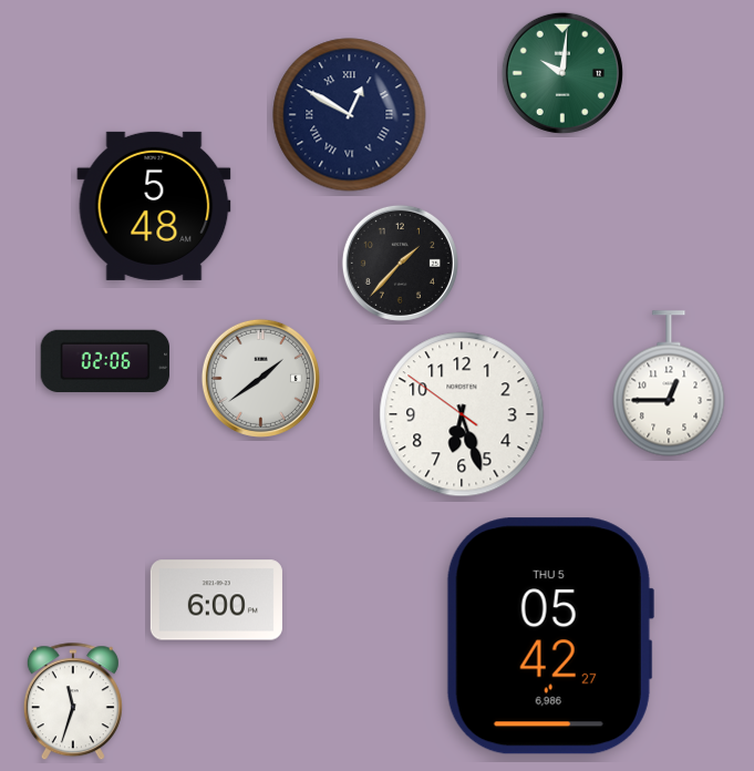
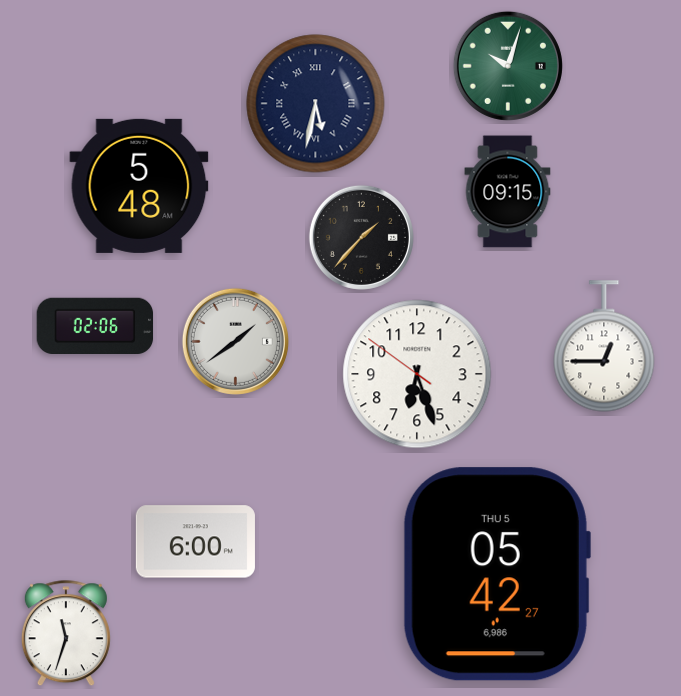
clock at (562, 73): 10:01 -> 10:03
clock at (350, 115): 12:50 -> 5:32
clock at (508, 192): none -> 09:15
